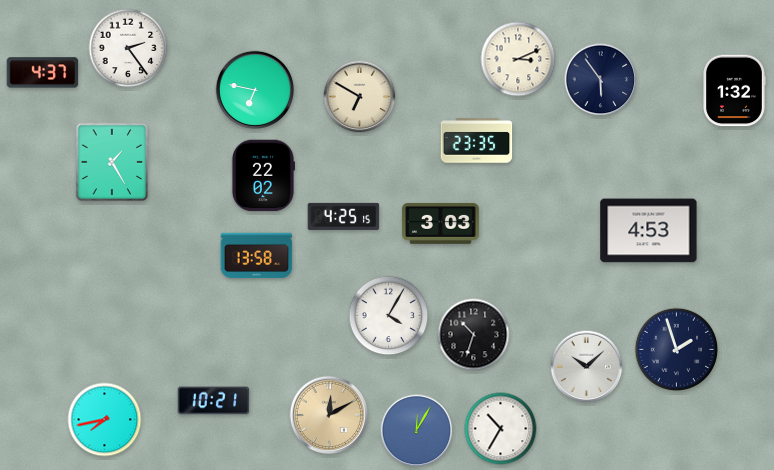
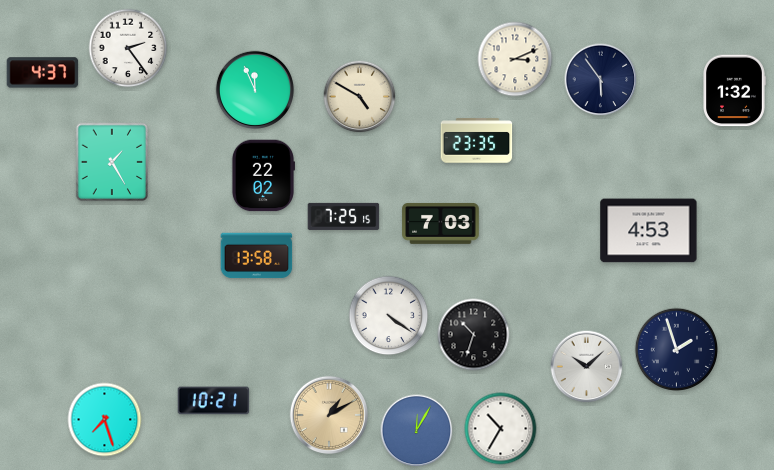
clock at (518, 59) position: (518, 59) -> (515, 59)
clock at (254, 89): 6:47 -> 11:56
clock at (360, 97): 6:50 -> 4:50
clock at (344, 216): 4:25 -> 7:25
clock at (441, 224): 3:03 -> 7:03
clock at (389, 316): 4:05 -> 4:21
clock at (328, 414): 12:10 -> 1:10
clock at (105, 420): 7:43 -> 7:27
